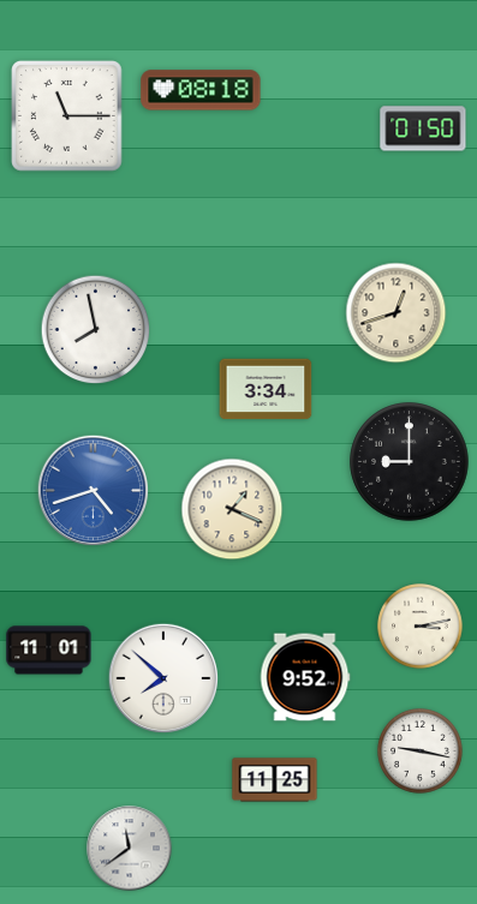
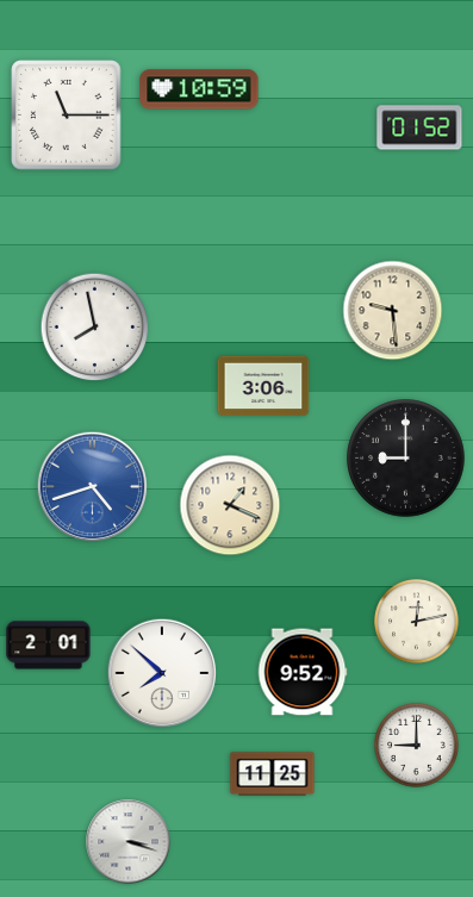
clock at (201, 90): 08:18 -> 10:59
clock at (423, 128): 01:50 -> 01:52
clock at (396, 313): 12:42 -> 9:29
clock at (266, 389): 3:34 -> 3:06
clock at (421, 627): 3:13 -> 12:13
clock at (49, 651): 11:01 -> 2:01
clock at (421, 752): 9:17 -> 9:00
clock at (130, 849): 11:39 -> 3:18
